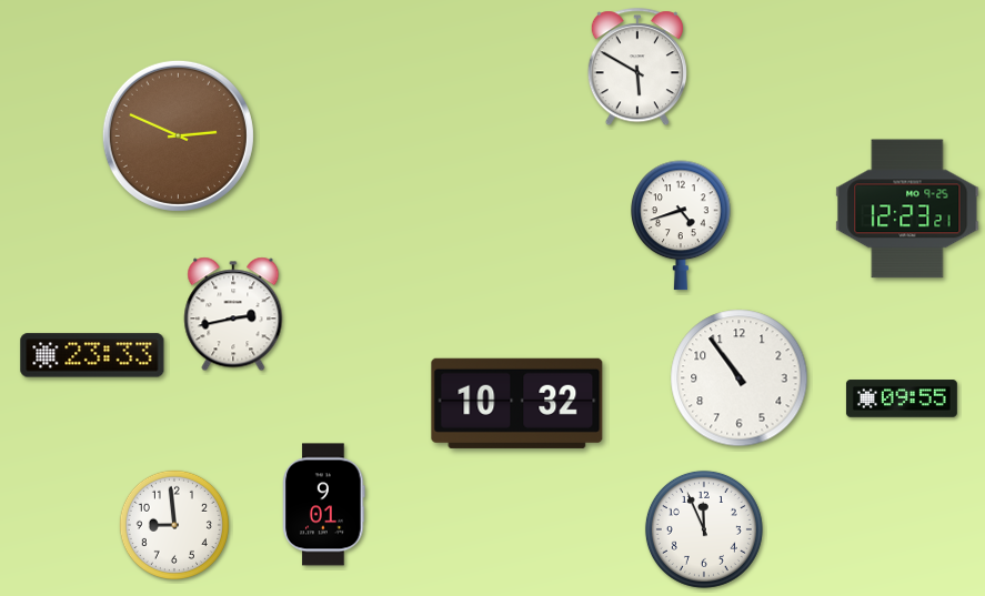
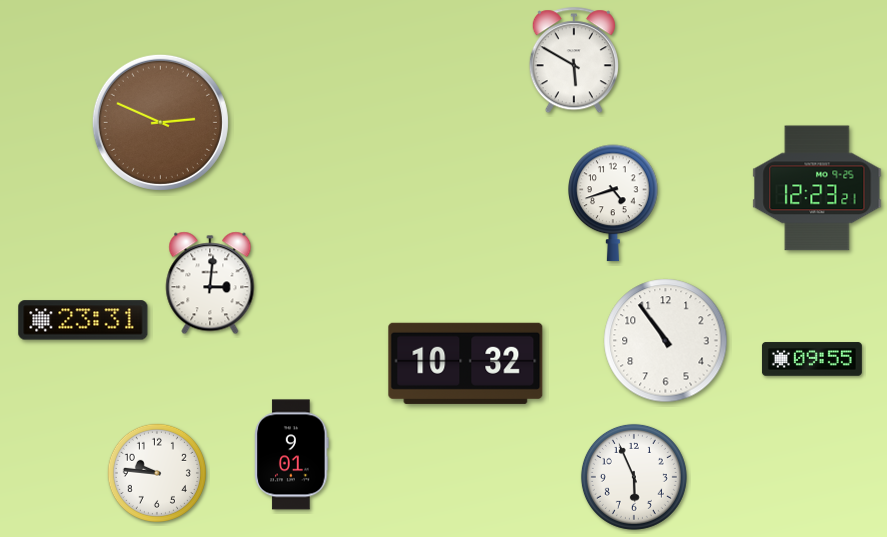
clock at (233, 314): 2:43 -> 3:01
clock at (92, 355): 23:33 -> 23:31
clock at (174, 525): 8:59 -> 9:46
clock at (704, 529): 11:56 -> 5:56
